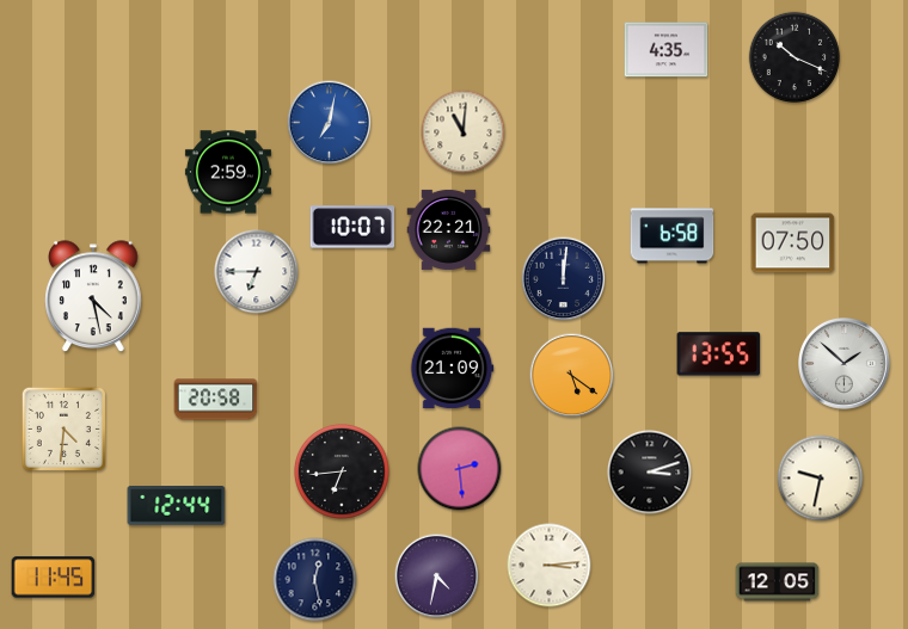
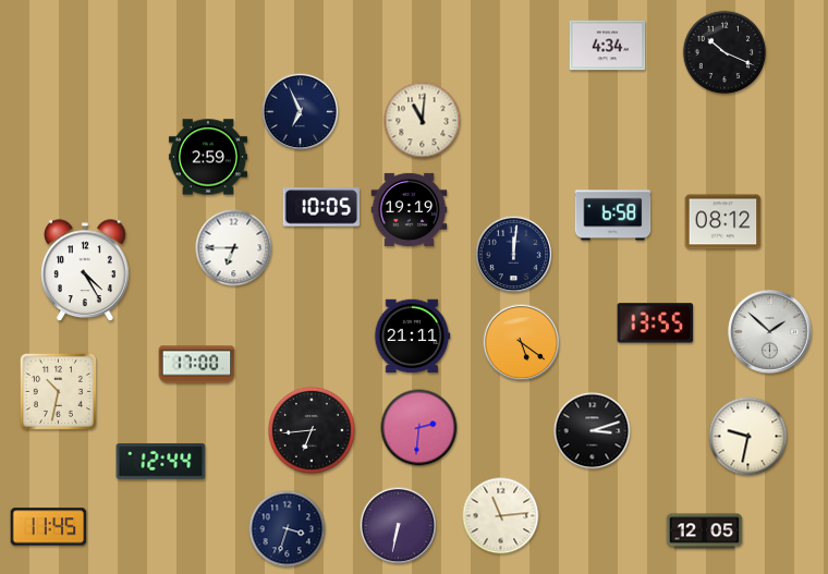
clock at (667, 50): 4:35 -> 4:34
clock at (330, 123): 7:02 -> 6:56
clock at (330, 123) dial: blue -> navy
clock at (352, 227): 10:07 -> 10:05
clock at (449, 229): 22:21 -> 19:19
clock at (793, 243): 07:50 -> 08:12
clock at (94, 297): 4:28 -> 4:25
clock at (452, 369): 21:09 -> 21:11
clock at (216, 400): 20:58 -> 17:00
clock at (63, 428): 4:31 -> 10:32
clock at (460, 469): 2:29 -> 2:31
clock at (550, 566): 3:14 -> 11:14
clock at (437, 576): 4:32 -> 6:32
clock at (315, 580): 12:28 -> 3:33
clock at (778, 582) position: (778, 582) -> (705, 532)
